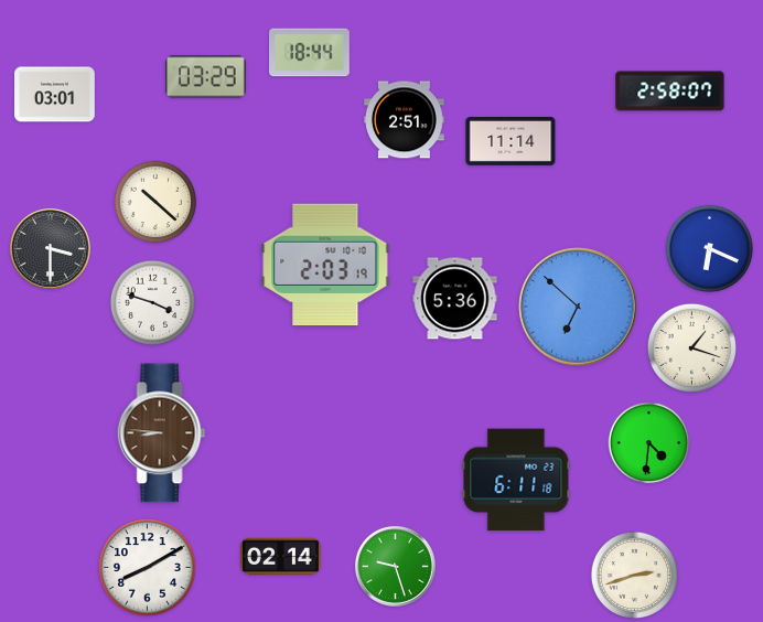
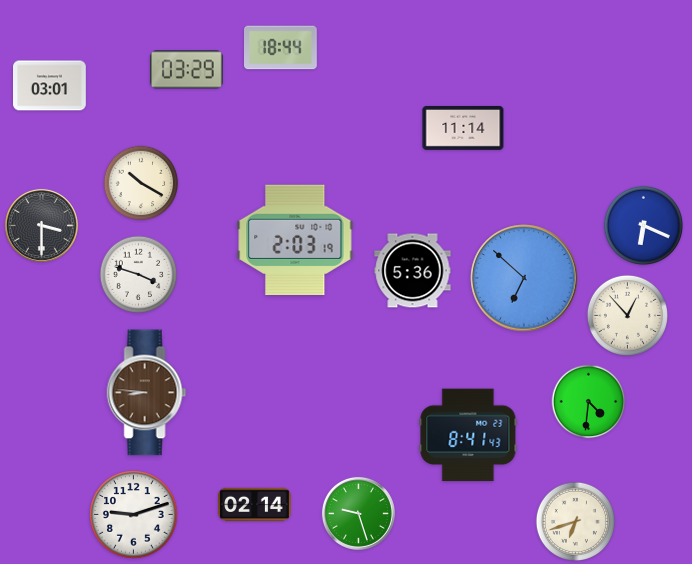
clock at (670, 92): 2:58 -> none
clock at (405, 120): 2:51 -> none
clock at (155, 202): 10:22 -> 10:20
clock at (50, 248) position: (50, 248) -> (41, 225)
clock at (691, 347): 1:18 -> 12:53
clock at (516, 480): 6:11 -> 8:41
clock at (148, 568): 8:10 -> 9:12
clock at (634, 575): 2:42 -> 6:42
